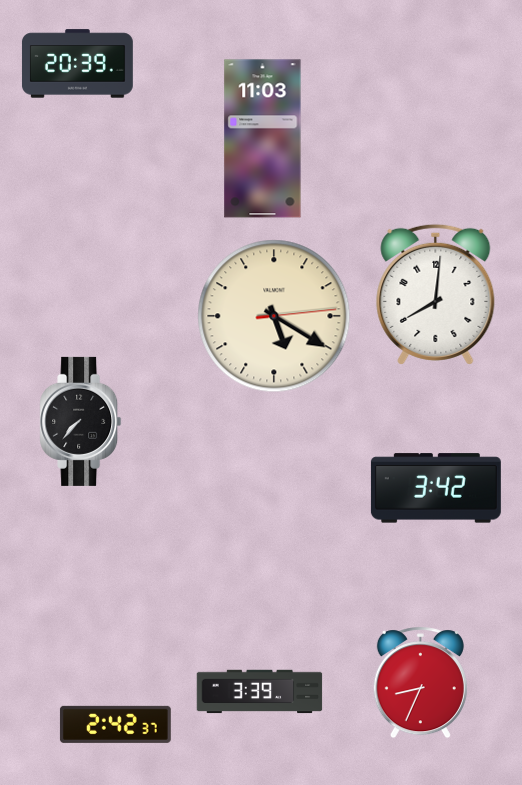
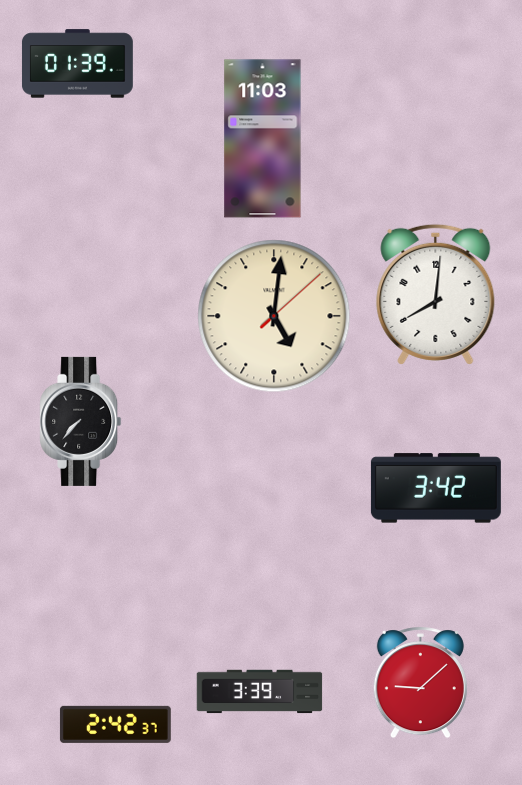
clock at (77, 64): 20:39 -> 01:39
clock at (274, 316): 5:20 -> 5:01
clock at (420, 683): 8:34 -> 9:08
